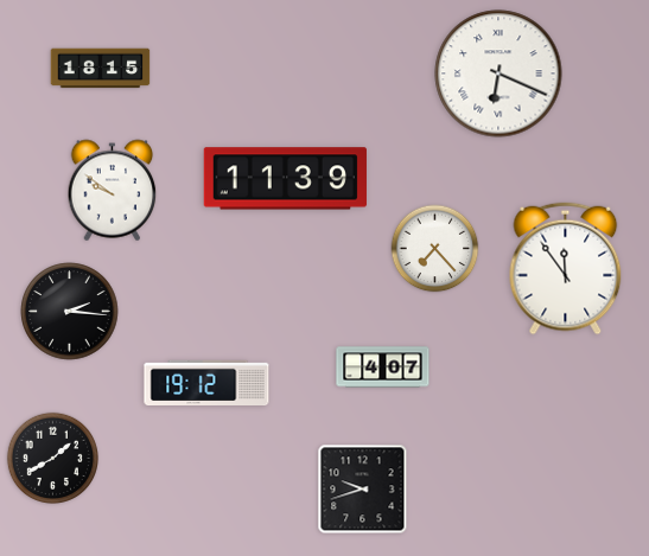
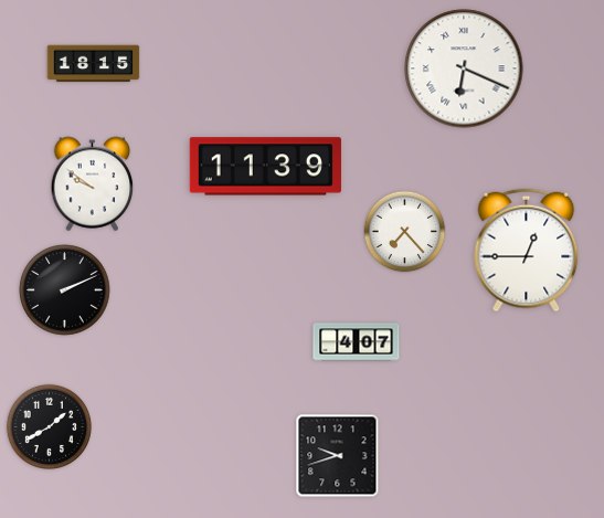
clock at (113, 191) position: (113, 191) -> (93, 184)
clock at (566, 269): 11:54 -> 12:45
clock at (70, 312): 2:16 -> 2:11
clock at (206, 382): 19:12 -> none
